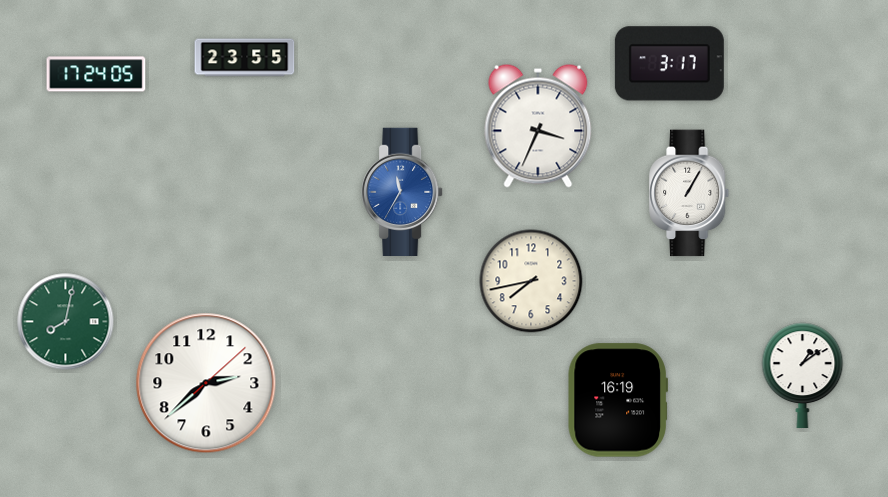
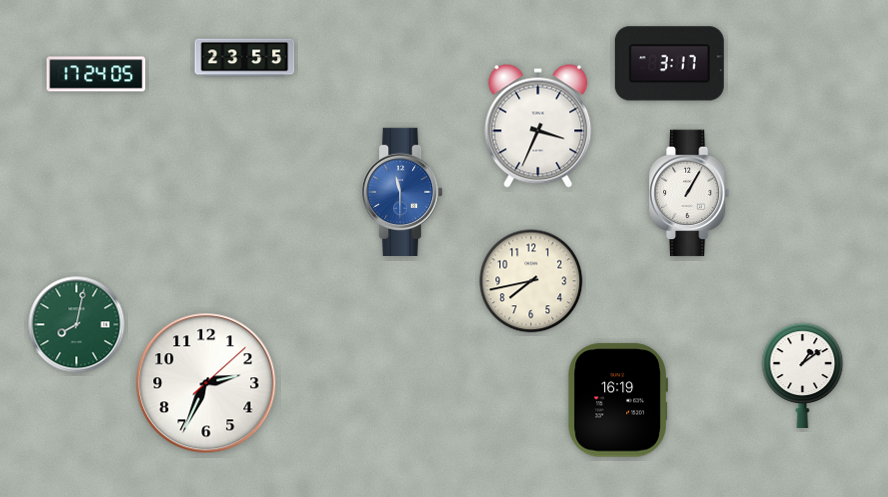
clock at (402, 191): 11:35 -> 11:30
clock at (66, 322) position: (66, 322) -> (77, 325)
clock at (206, 383): 2:38 -> 2:34
